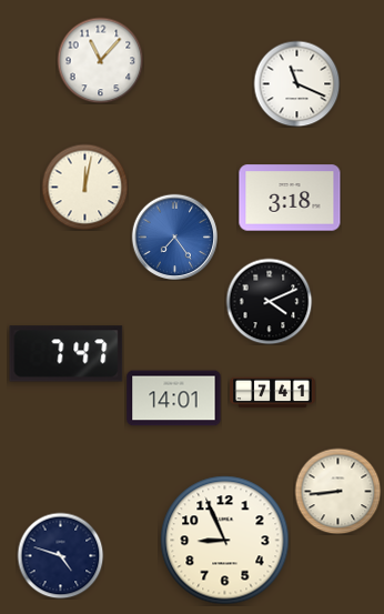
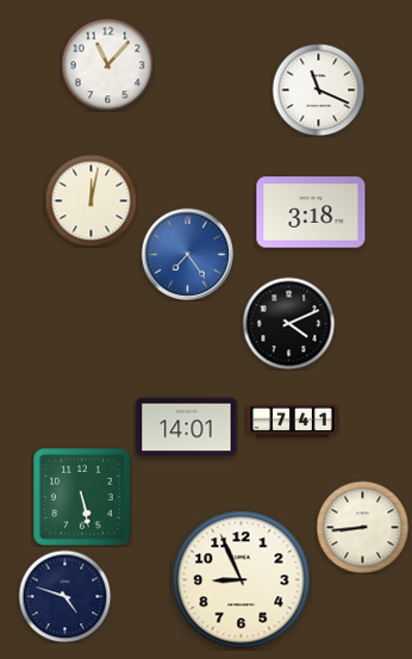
clock at (67, 354): 7:47 -> none
clock at (82, 497): none -> 5:28
